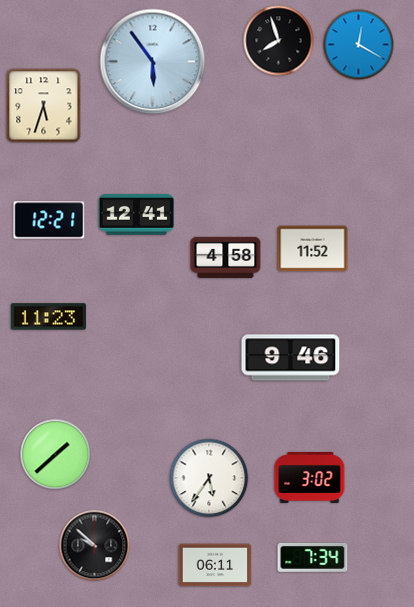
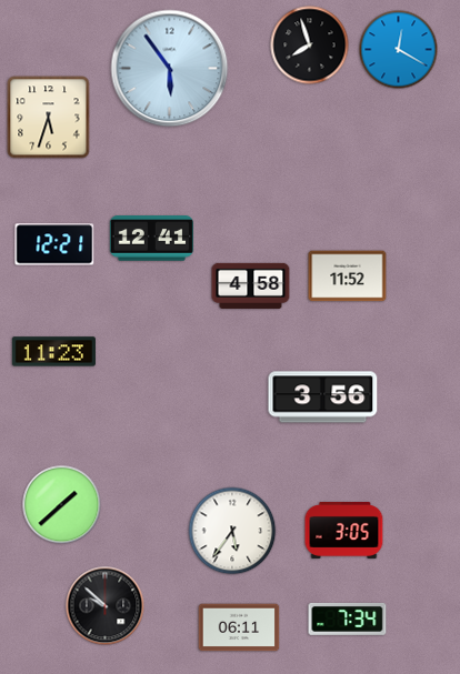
clock at (291, 358): 9:46 -> 3:56
clock at (310, 477): 3:02 -> 3:05
